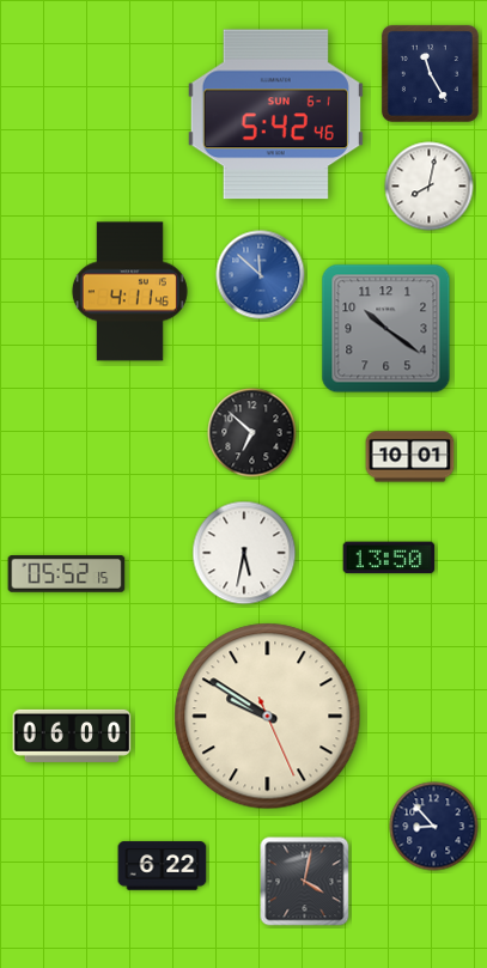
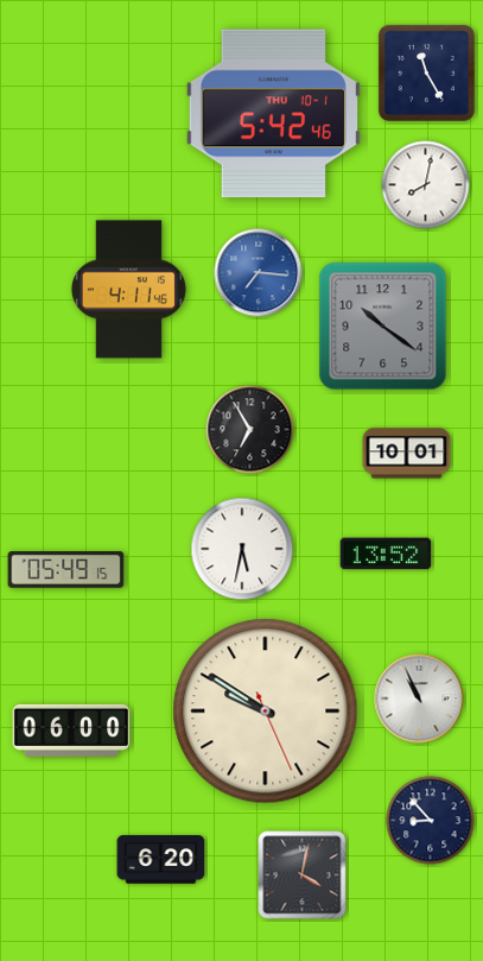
clock at (275, 115) date: SUN 6-1 -> THU 10-1
clock at (261, 275): 11:52 -> 7:16
clock at (252, 433): 6:52 -> 6:55
clock at (389, 558): 13:50 -> 13:52
clock at (67, 574): 05:52 -> 05:49
clock at (419, 698): none -> 10:56
clock at (163, 866): 6:22 -> 6:20
